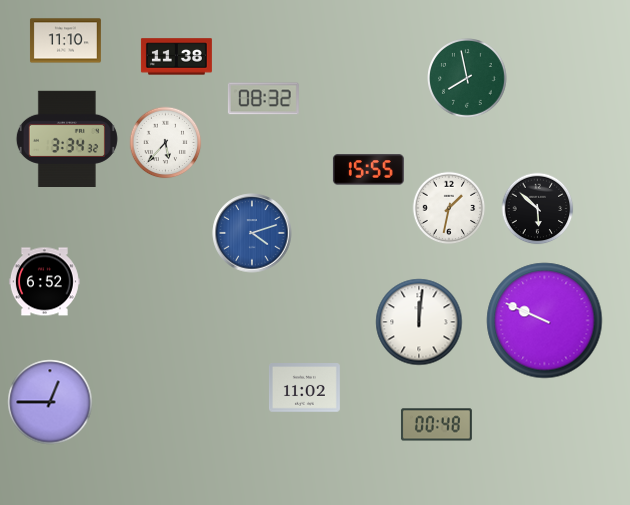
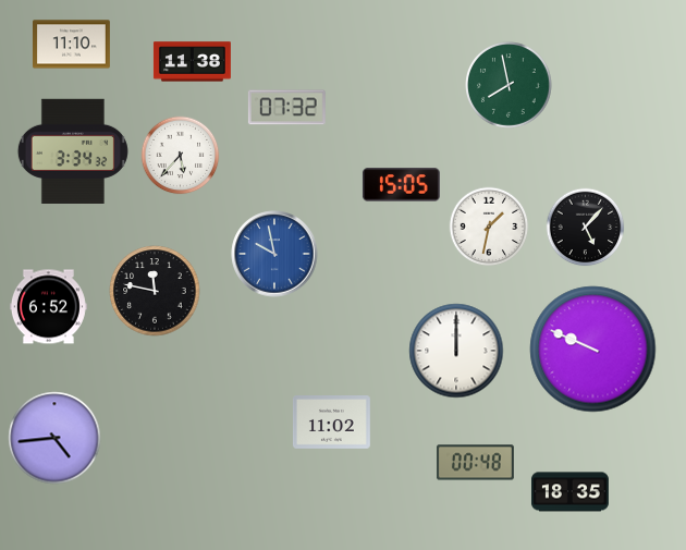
clock at (263, 99): 08:32 -> 07:32
clock at (368, 170): 15:55 -> 15:05
clock at (538, 209): 5:52 -> 5:07
clock at (252, 233): 4:12 -> 9:58
clock at (155, 291): none -> 11:47
clock at (419, 322): 12:01 -> 12:00
clock at (50, 402): 12:45 -> 4:44
clock at (569, 492): none -> 18:35
